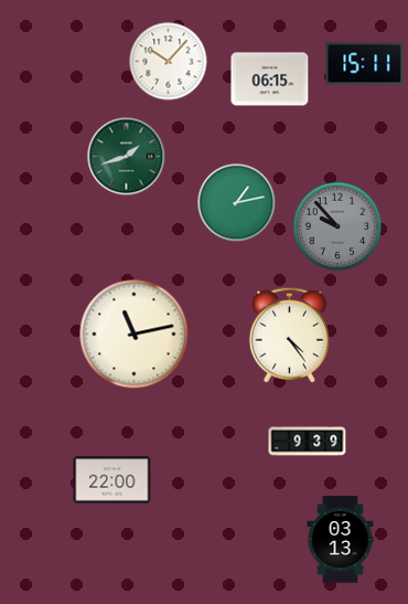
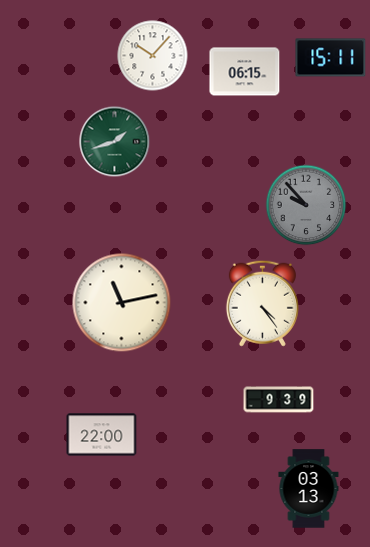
clock at (237, 203): 1:13 -> none
